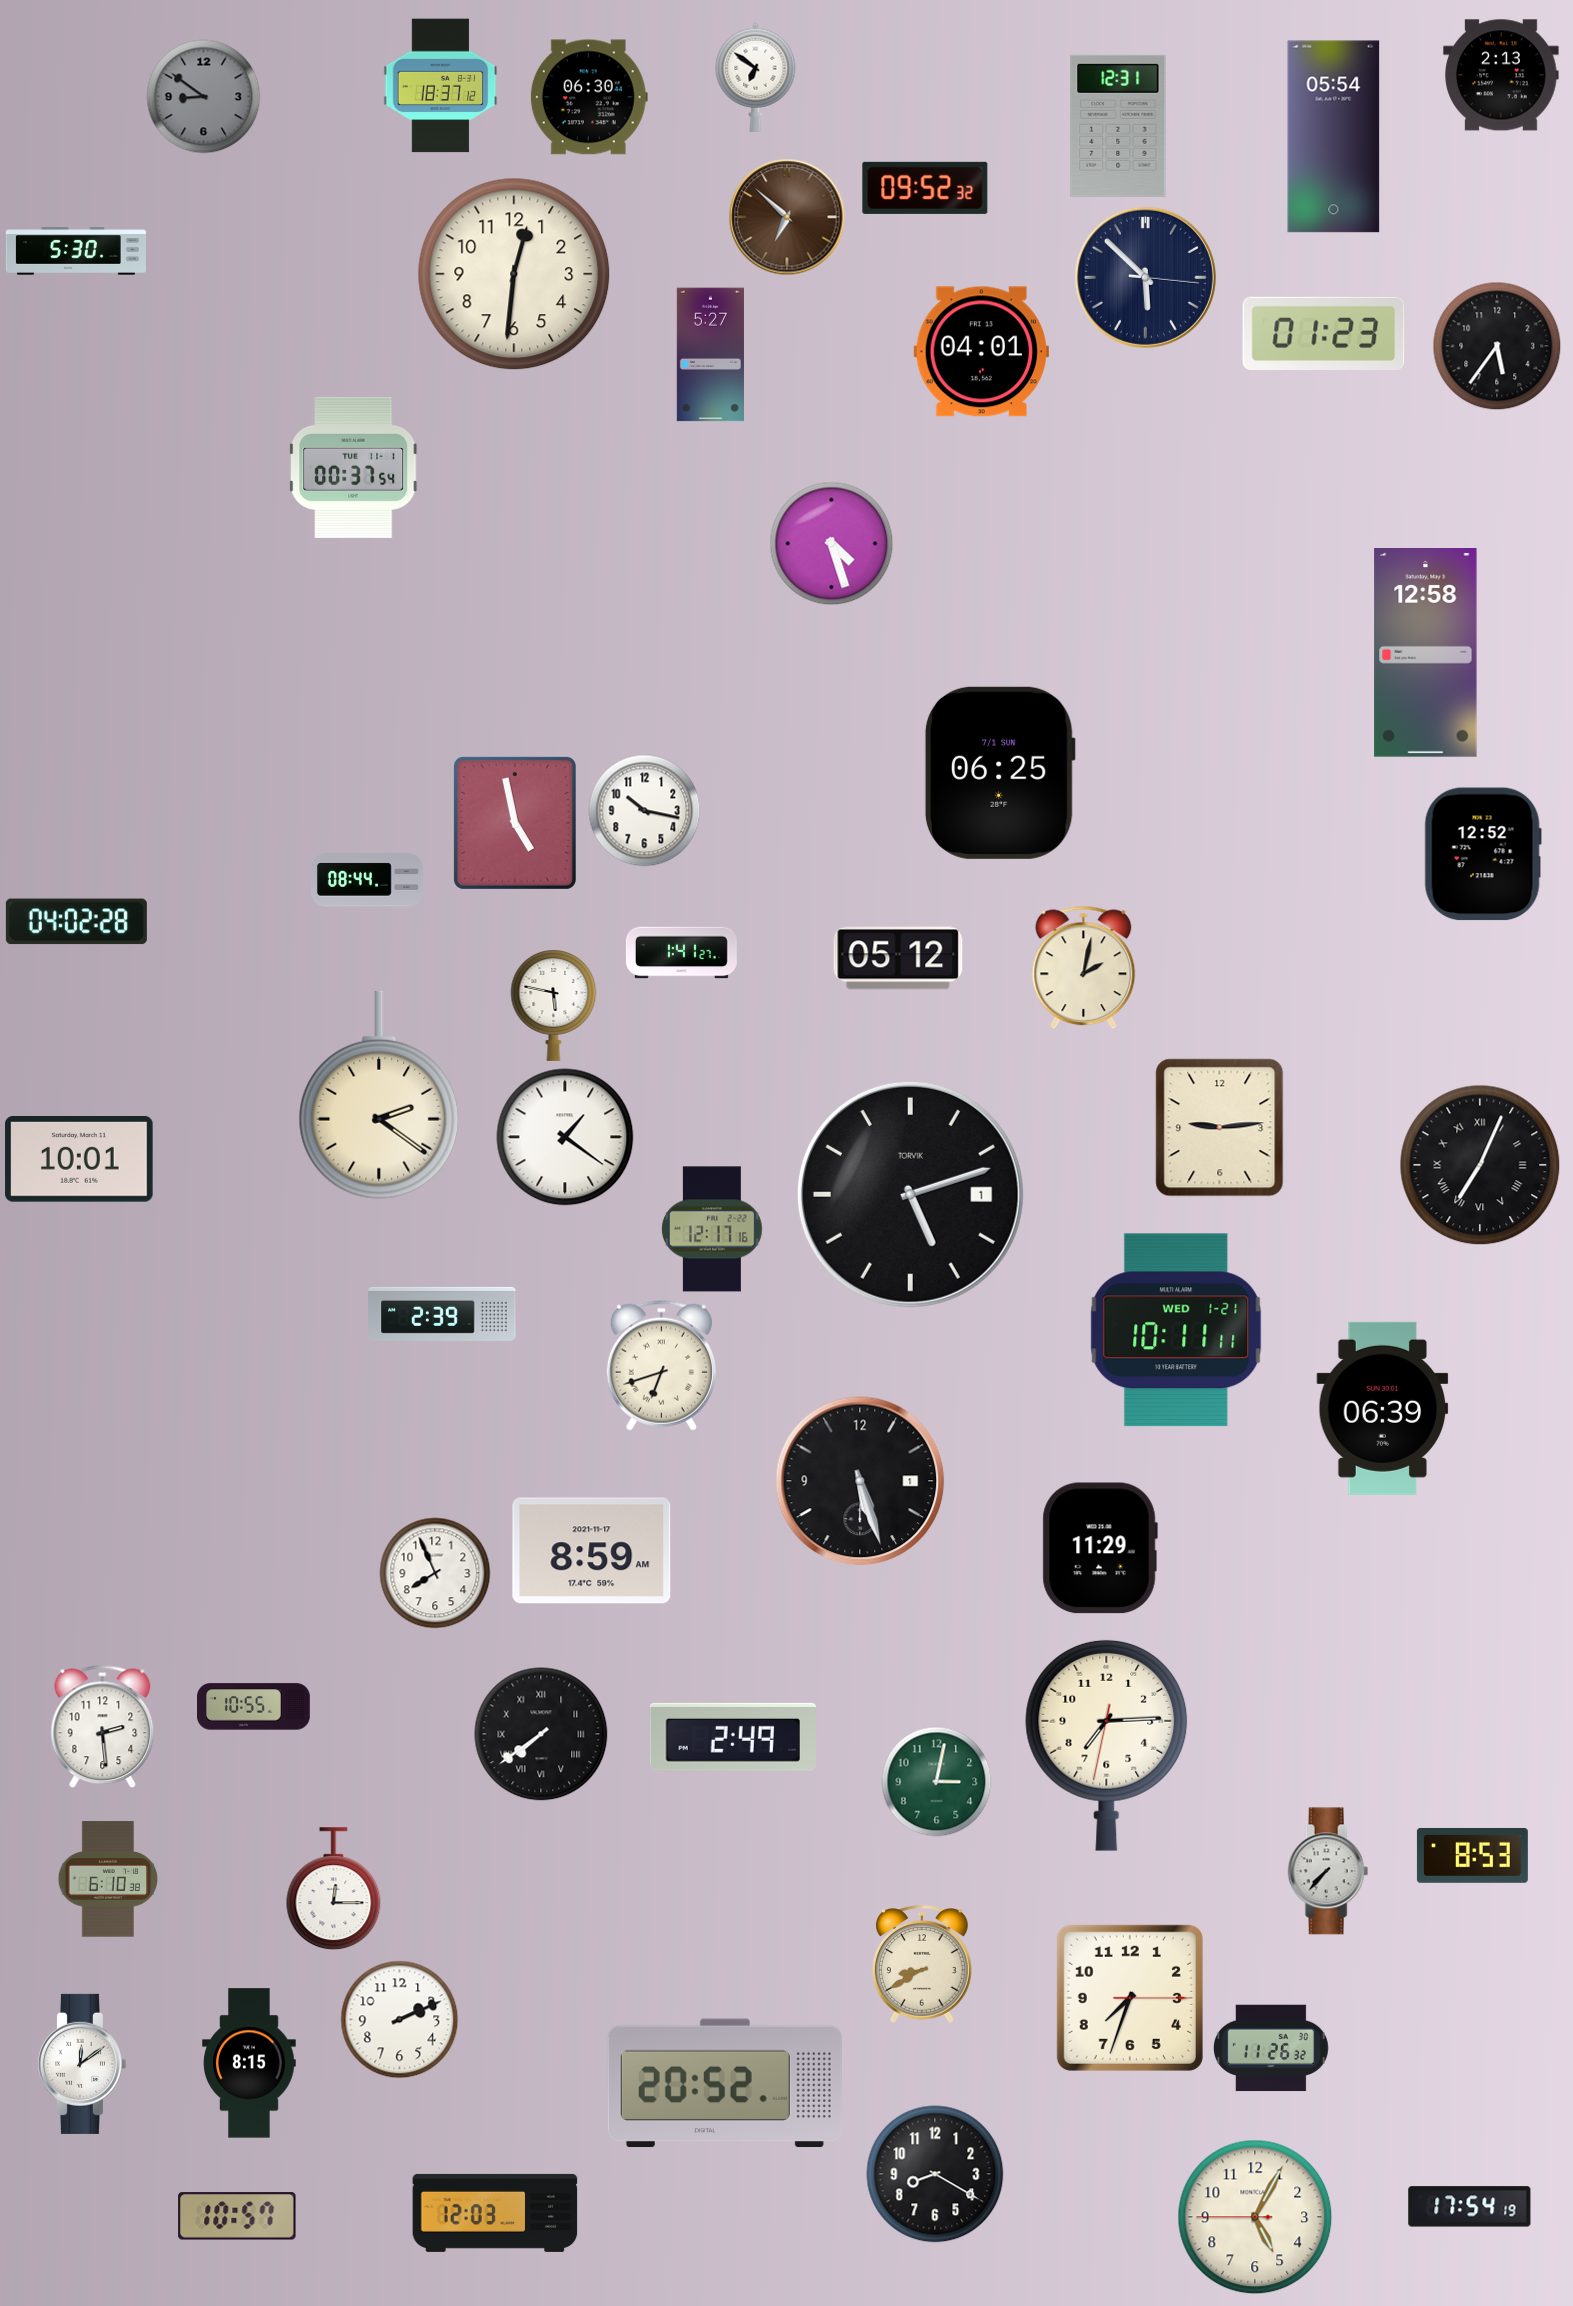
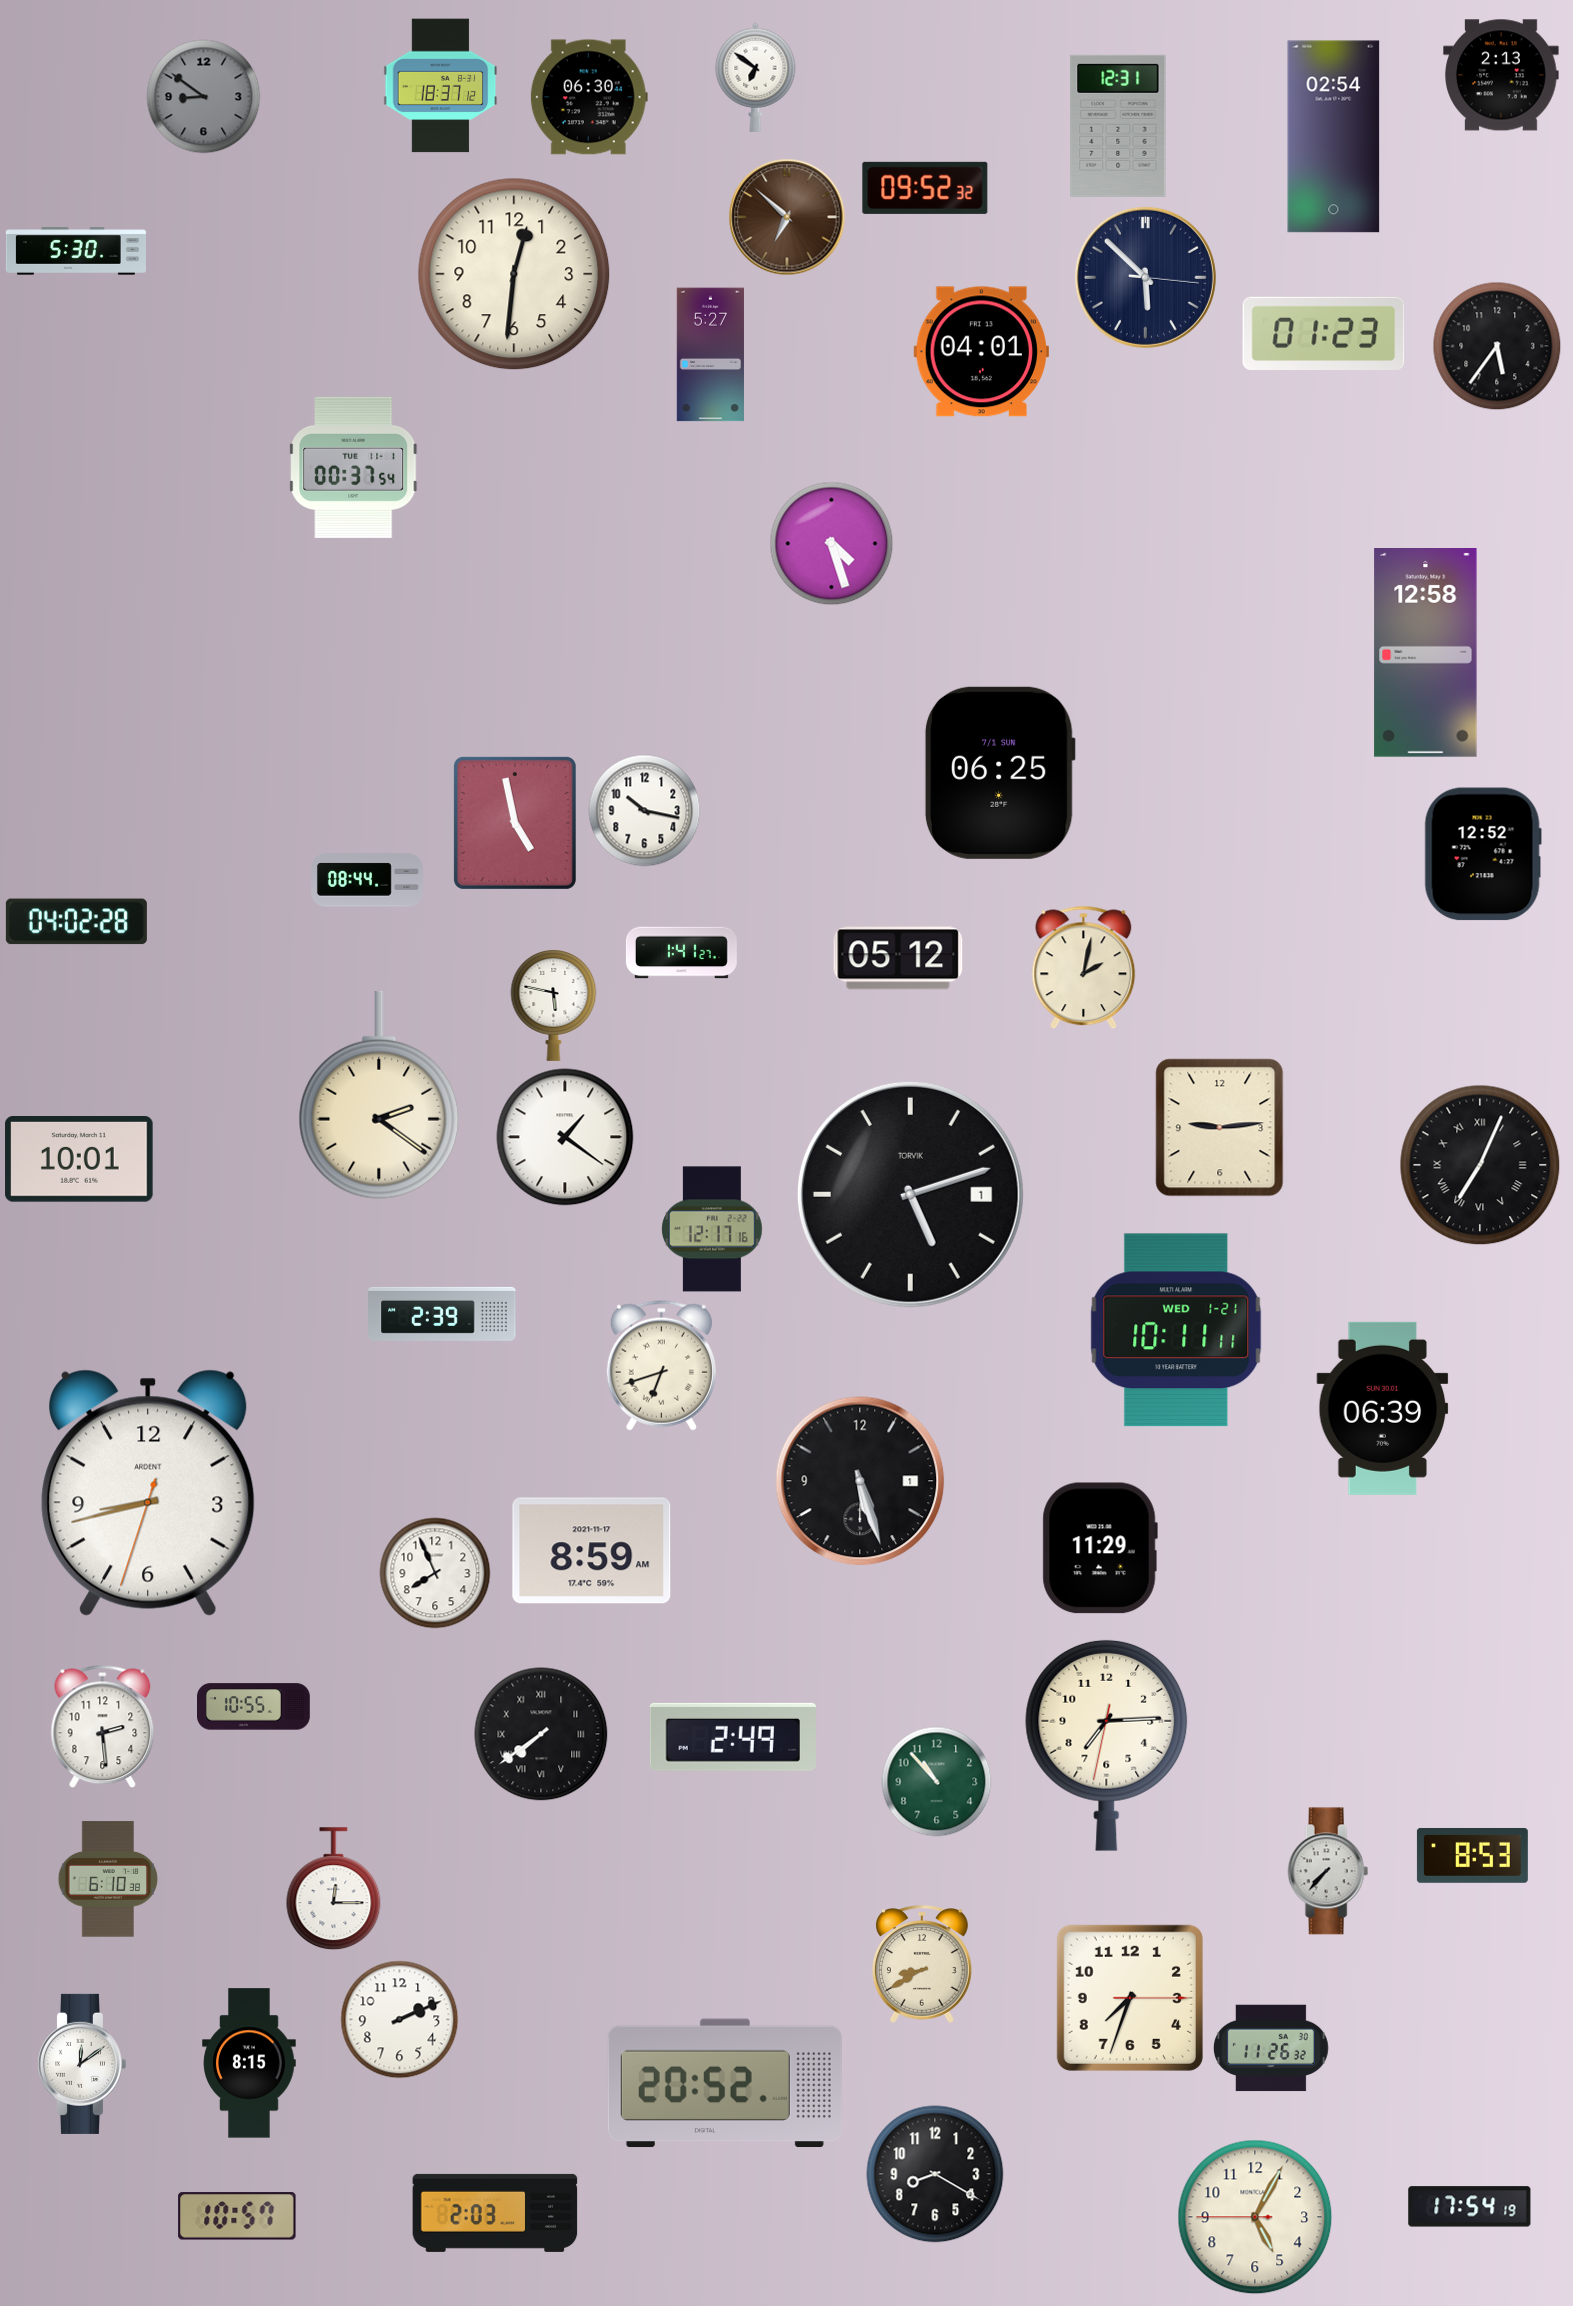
clock at (1334, 137): 05:54 -> 02:54
clock at (148, 1493): none -> 8:42
clock at (937, 1782): 3:02 -> 10:53
clock at (495, 2213): 12:03 -> 2:03
